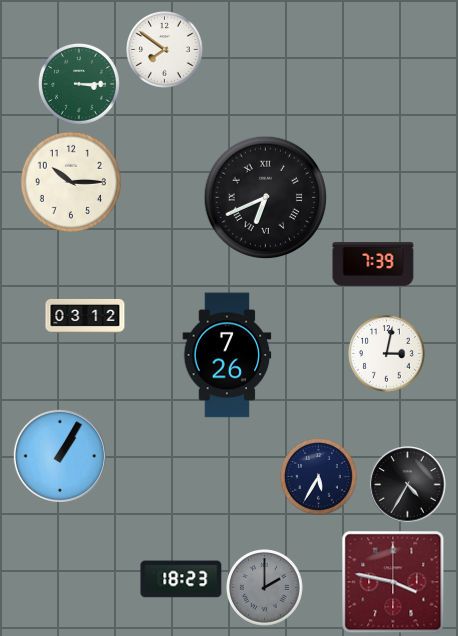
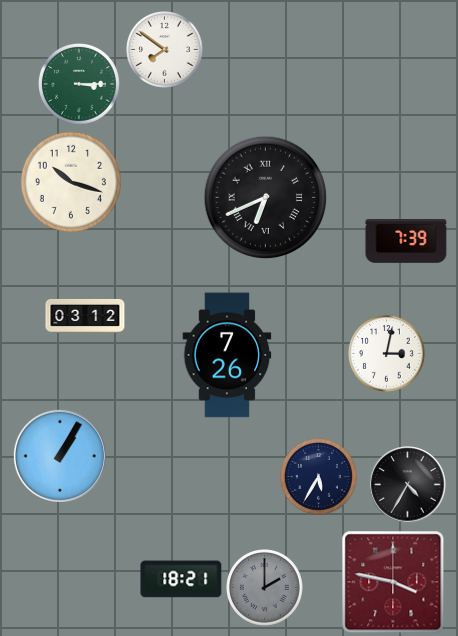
clock at (71, 182): 10:15 -> 10:18
clock at (373, 264) position: (373, 264) -> (406, 241)
clock at (181, 579): 18:23 -> 18:21
